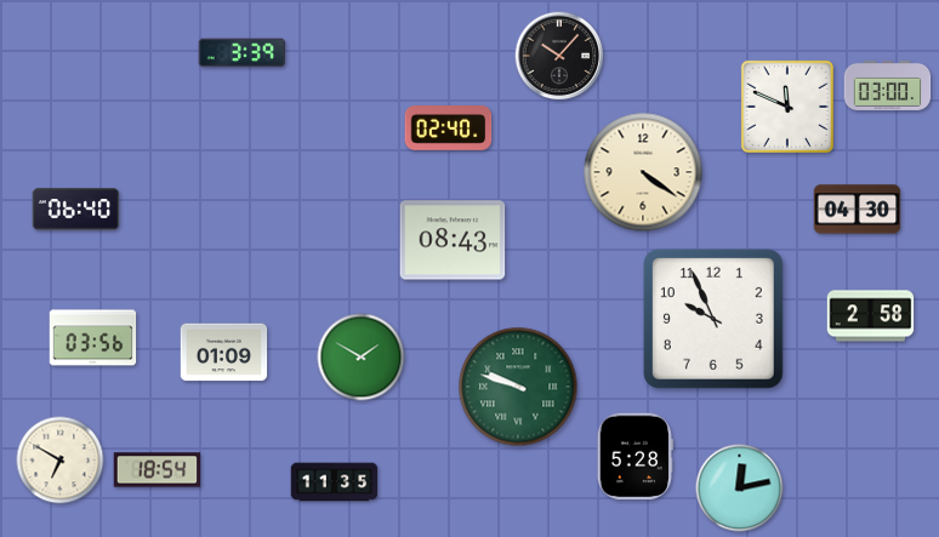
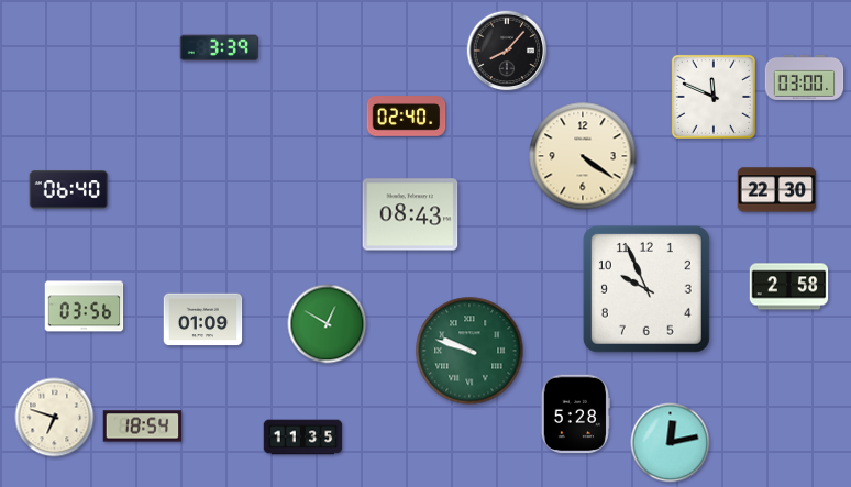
clock at (559, 56): 10:07 -> 8:07
clock at (858, 210): 04:30 -> 22:30
clock at (453, 240) position: (453, 240) -> (410, 214)
clock at (362, 358): 1:50 -> 12:50
clock at (61, 461): 6:50 -> 6:48
